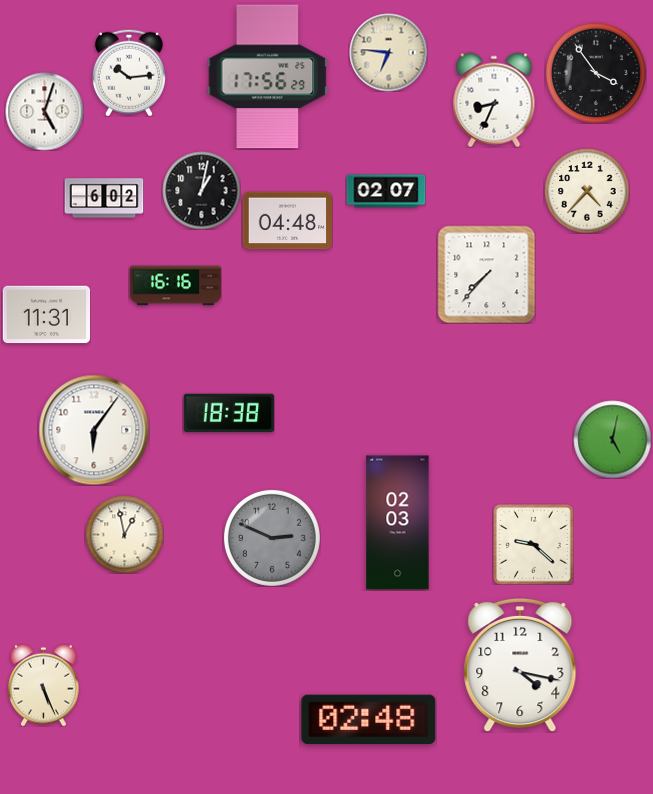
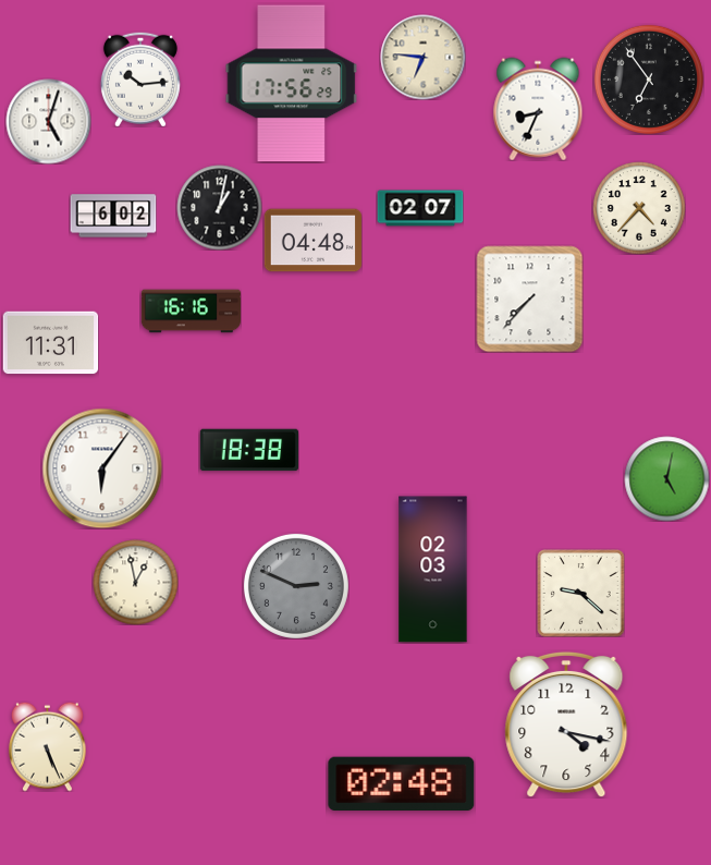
clock at (596, 73): 3:54 -> 6:54
